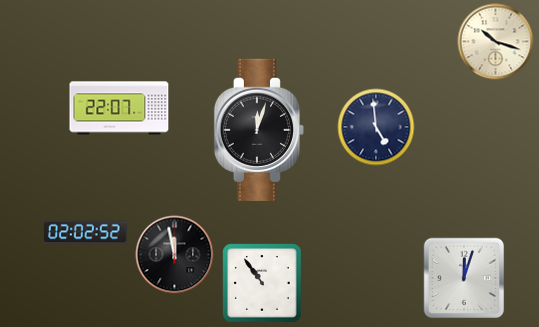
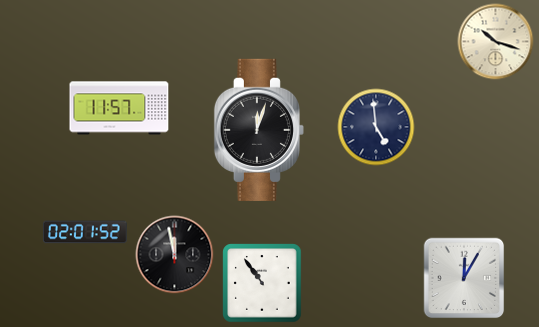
clock at (119, 108): 22:07 -> 11:57
clock at (86, 232): 02:02 -> 02:01
clock at (464, 278): 12:03 -> 12:05
